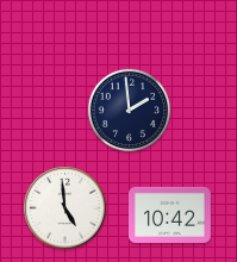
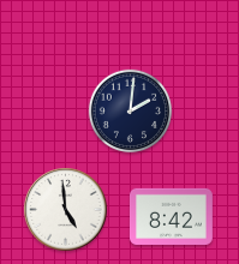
clock at (130, 111): 1:59 -> 2:01
clock at (169, 214): 10:42 -> 8:42
